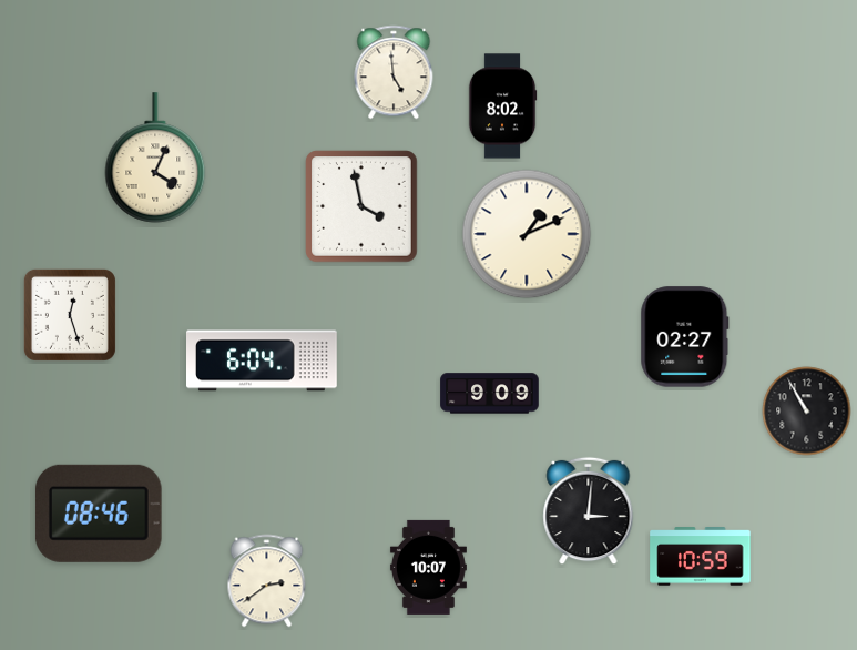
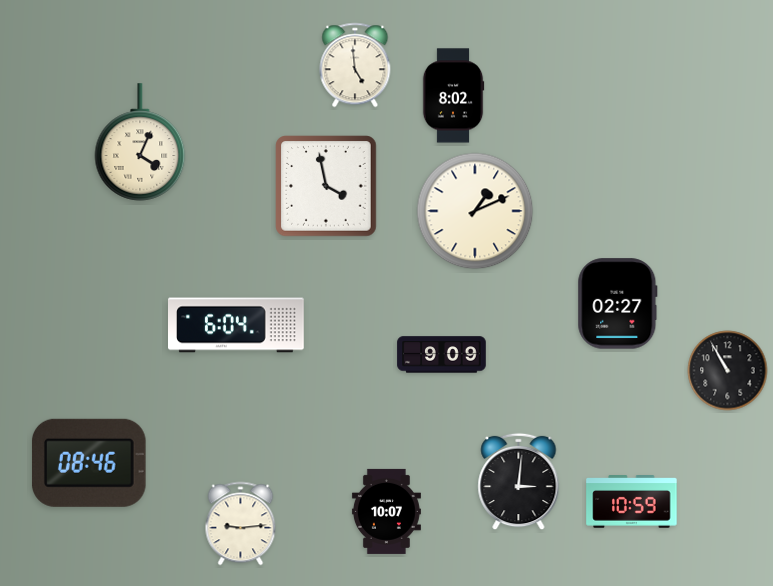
clock at (70, 315): 12:27 -> none
clock at (589, 511) position: (589, 511) -> (519, 482)
clock at (267, 581): 2:39 -> 9:14
